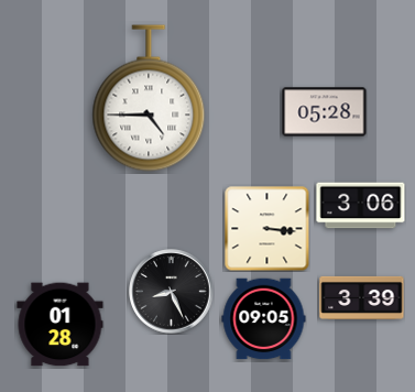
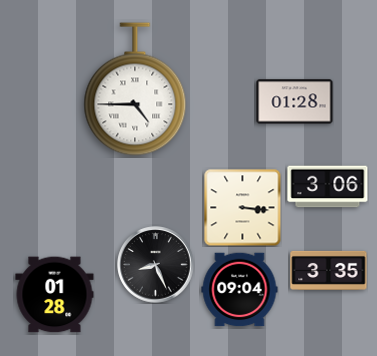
clock at (325, 112): 05:28 -> 01:28
clock at (362, 297): 3:39 -> 3:35
clock at (264, 319): 09:05 -> 09:04
